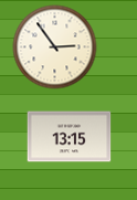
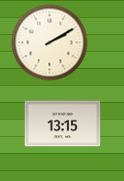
clock at (55, 48): 2:54 -> 2:10
